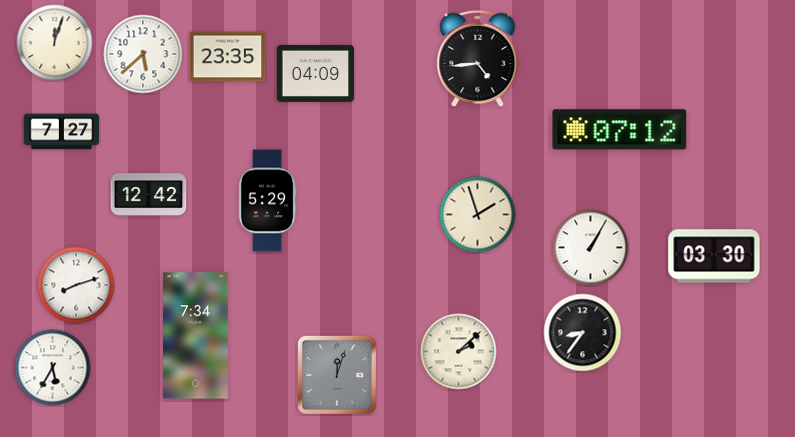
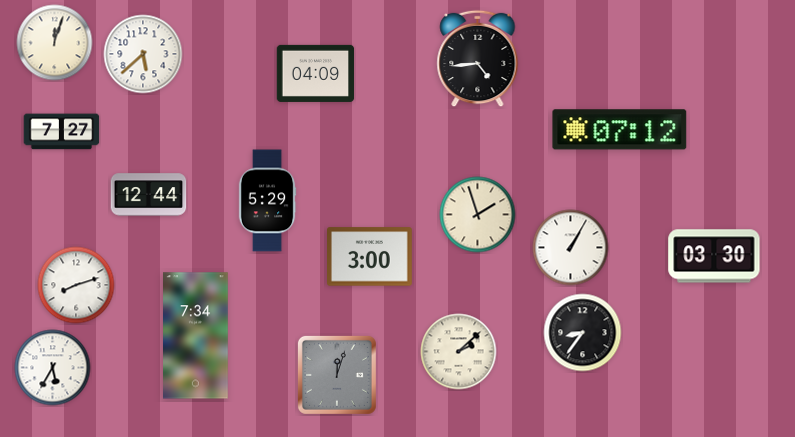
clock at (228, 57): 23:35 -> none
clock at (149, 195): 12:42 -> 12:44
clock at (591, 248) position: (591, 248) -> (571, 248)
clock at (370, 257): none -> 3:00
